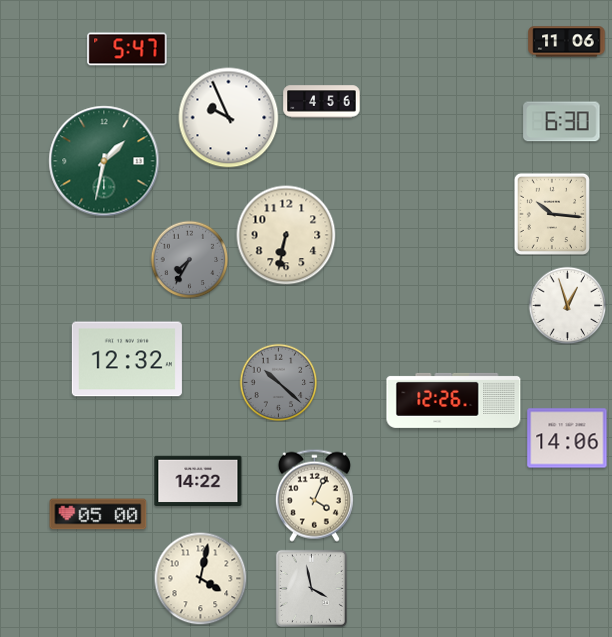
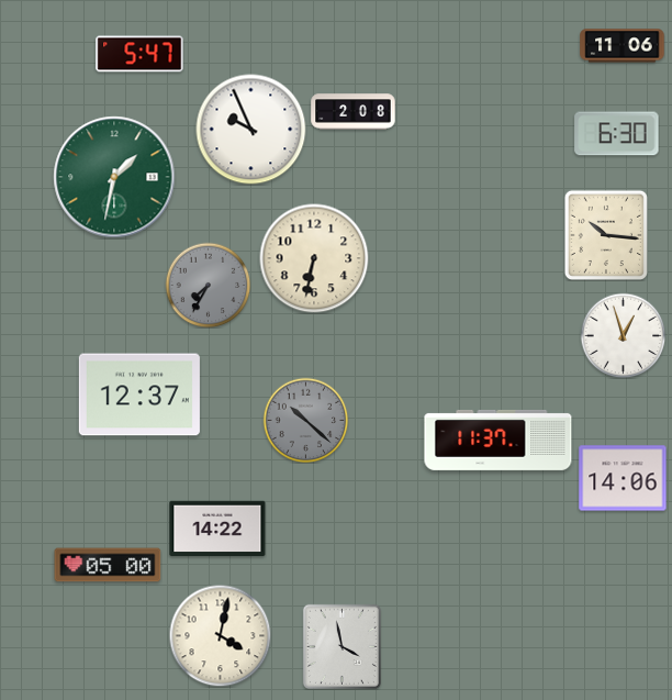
clock at (322, 102): 4:56 -> 2:08
clock at (127, 359): 12:32 -> 12:37
clock at (454, 400): 12:26 -> 11:37
clock at (567, 438) position: (567, 438) -> (623, 478)
clock at (314, 495): 4:04 -> none
